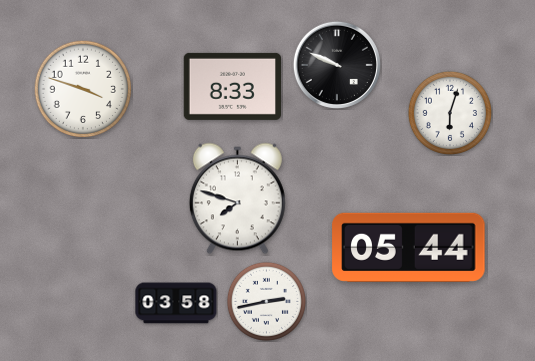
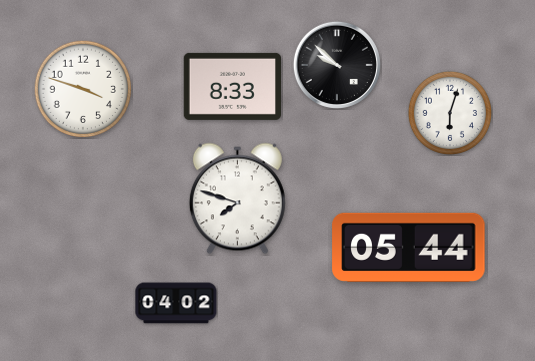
clock at (337, 65): 9:49 -> 9:52
clock at (266, 301): 2:43 -> none
clock at (176, 303): 03:58 -> 04:02
